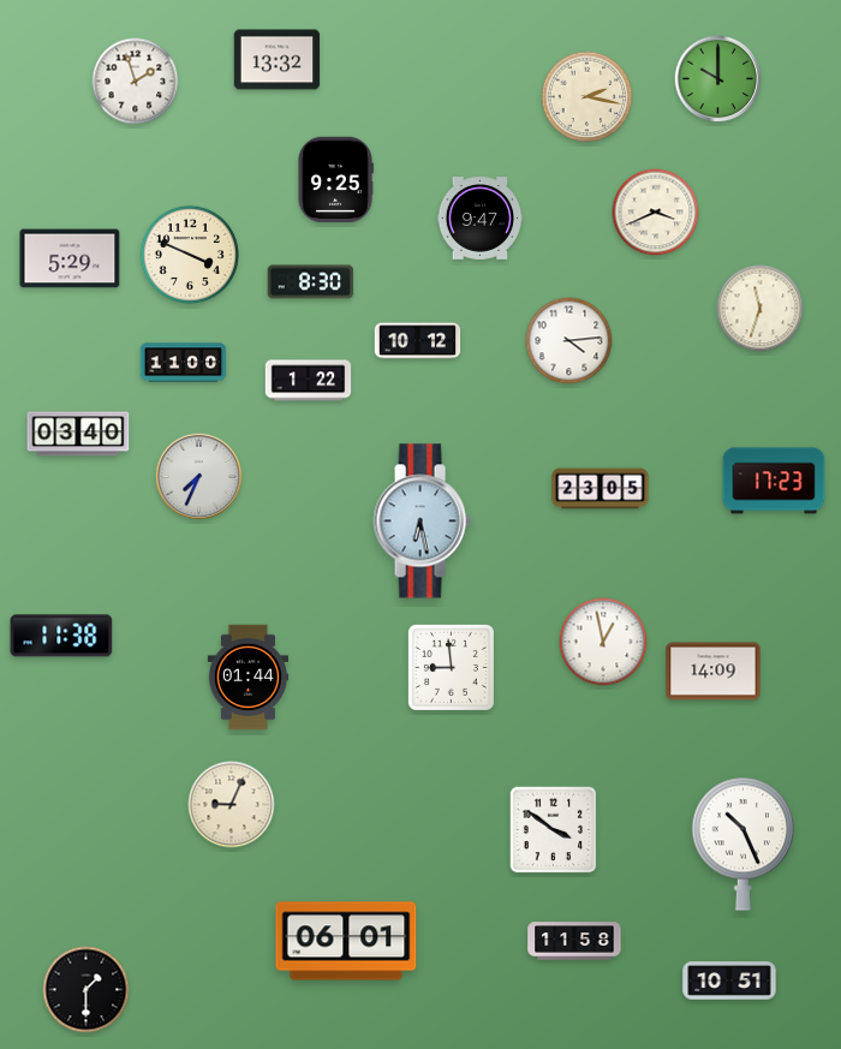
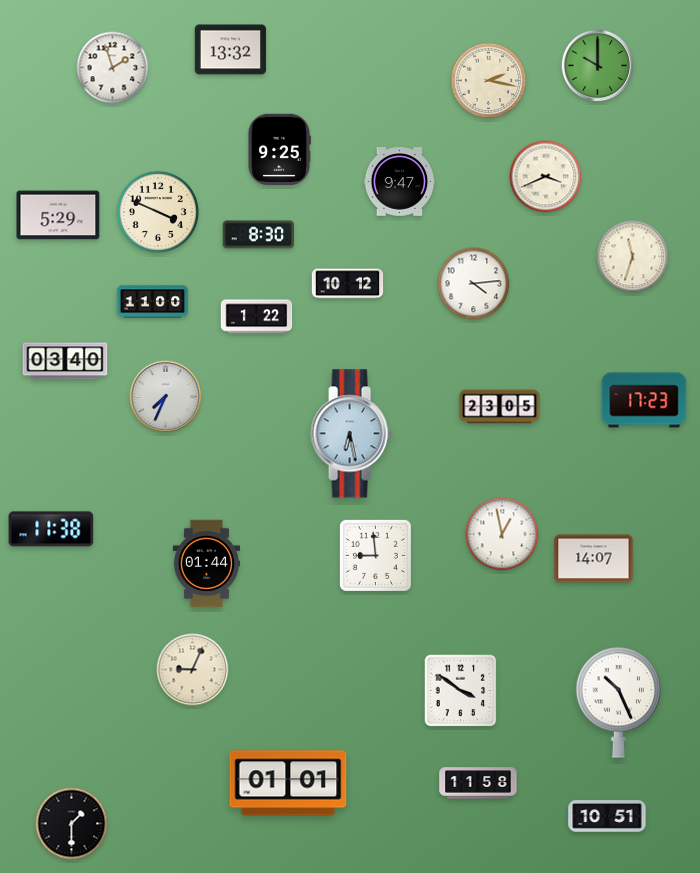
clock at (714, 672): 14:09 -> 14:07
clock at (346, 941): 06:01 -> 01:01
